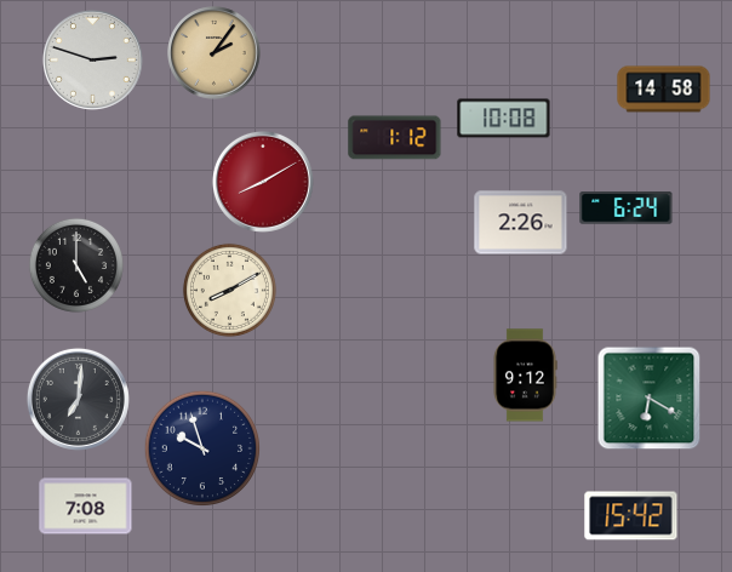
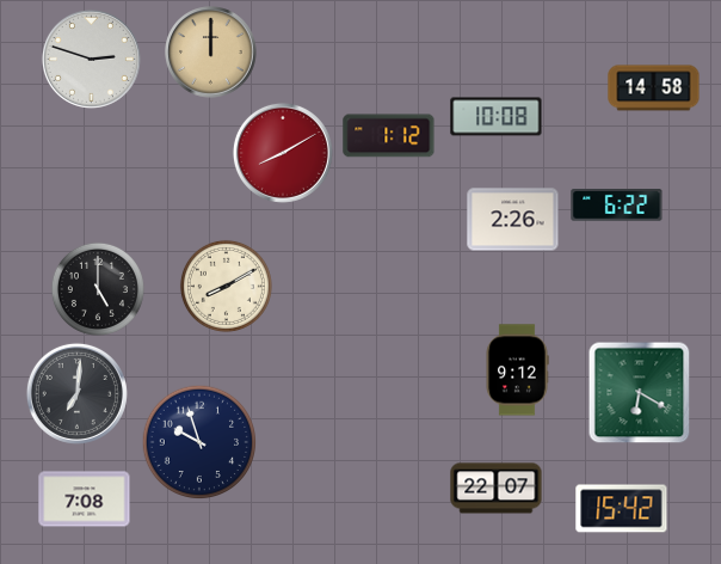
clock at (215, 53): 2:06 -> 12:00
clock at (263, 182) position: (263, 182) -> (283, 153)
clock at (627, 208): 6:24 -> 6:22
clock at (76, 265) position: (76, 265) -> (98, 289)
clock at (497, 489): none -> 22:07
